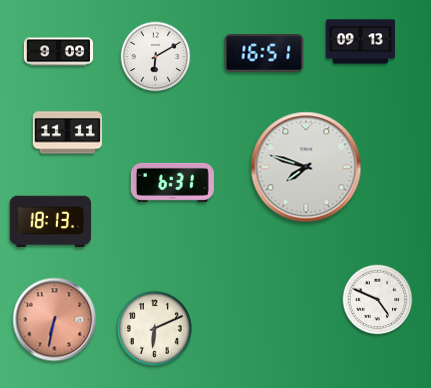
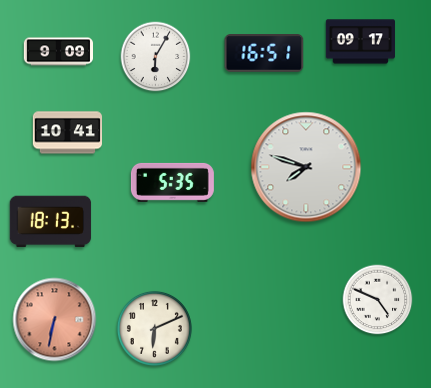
clock at (360, 42): 09:13 -> 09:17
clock at (156, 57): 6:10 -> 6:05
clock at (67, 133): 11:11 -> 10:41
clock at (172, 182): 6:31 -> 5:35
